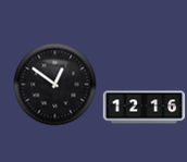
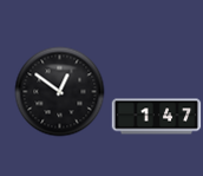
clock at (145, 108): 12:16 -> 1:47
